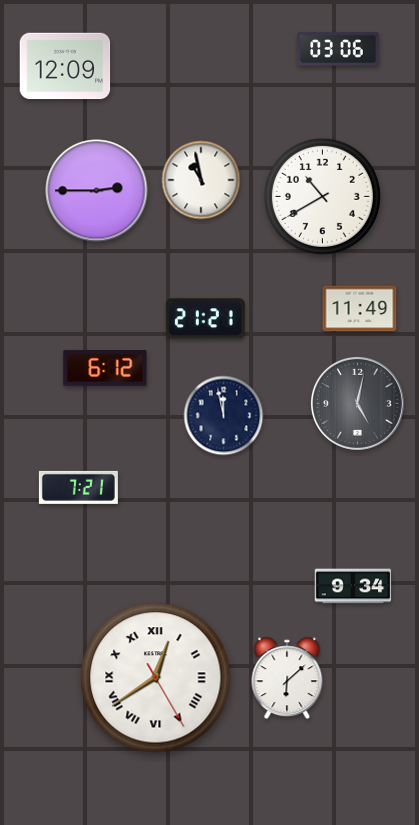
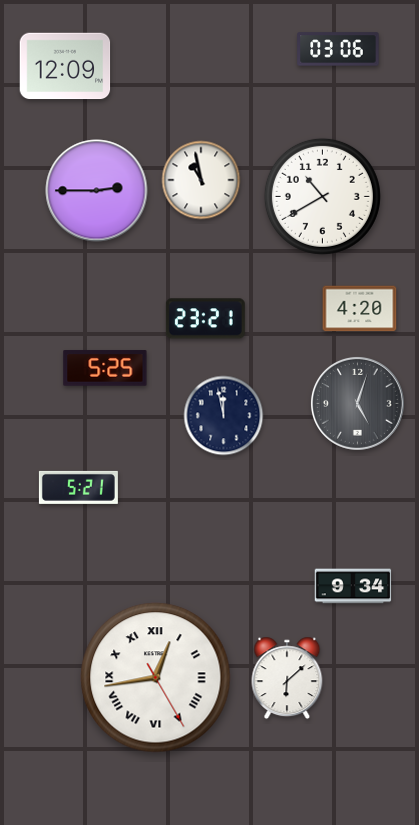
clock at (360, 309): 11:49 -> 4:20
clock at (205, 319): 21:21 -> 23:21
clock at (105, 368): 6:12 -> 5:25
clock at (357, 403): 5:02 -> 5:03
clock at (78, 487): 7:21 -> 5:21
clock at (156, 678): 12:39 -> 12:43
